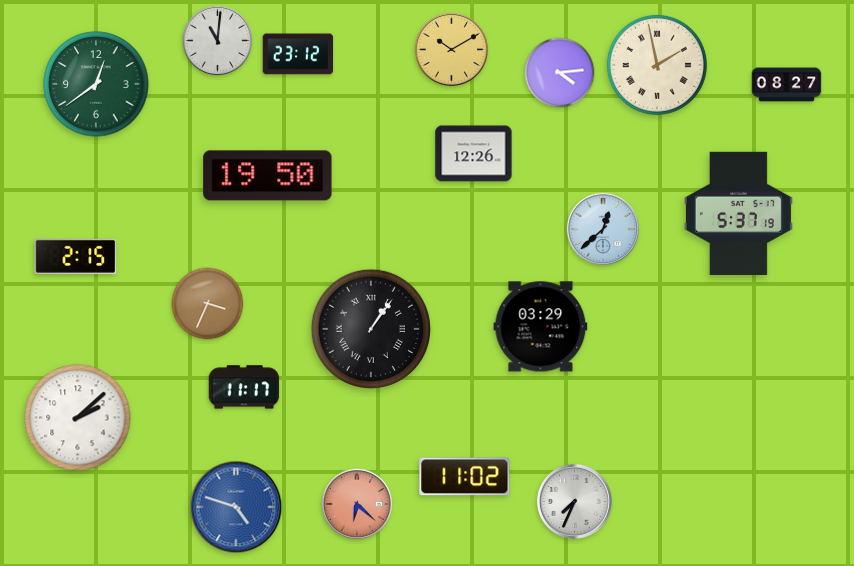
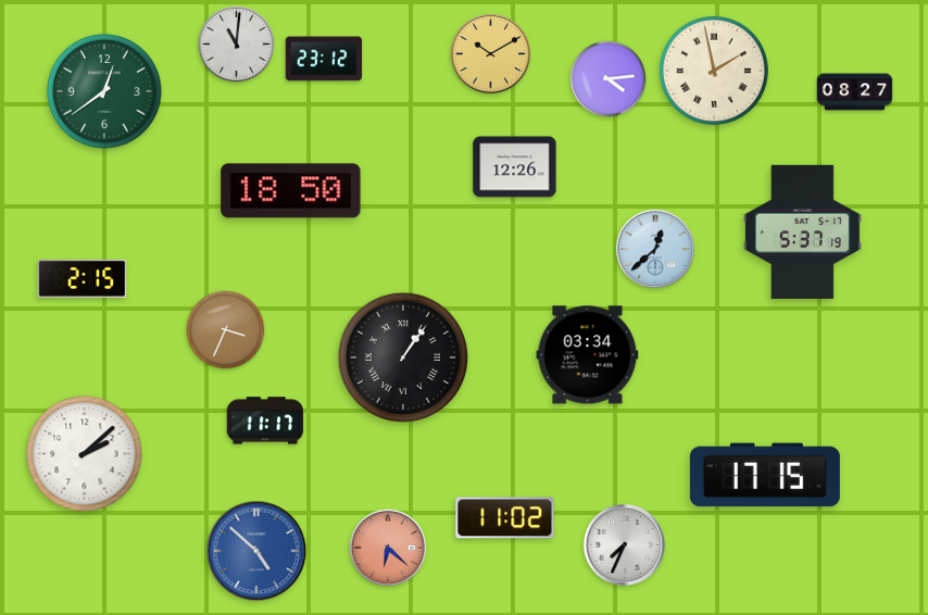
clock at (268, 176): 19:50 -> 18:50
clock at (541, 327): 03:29 -> 03:34
clock at (765, 475): none -> 17:15
clock at (236, 507): 4:48 -> 4:52
